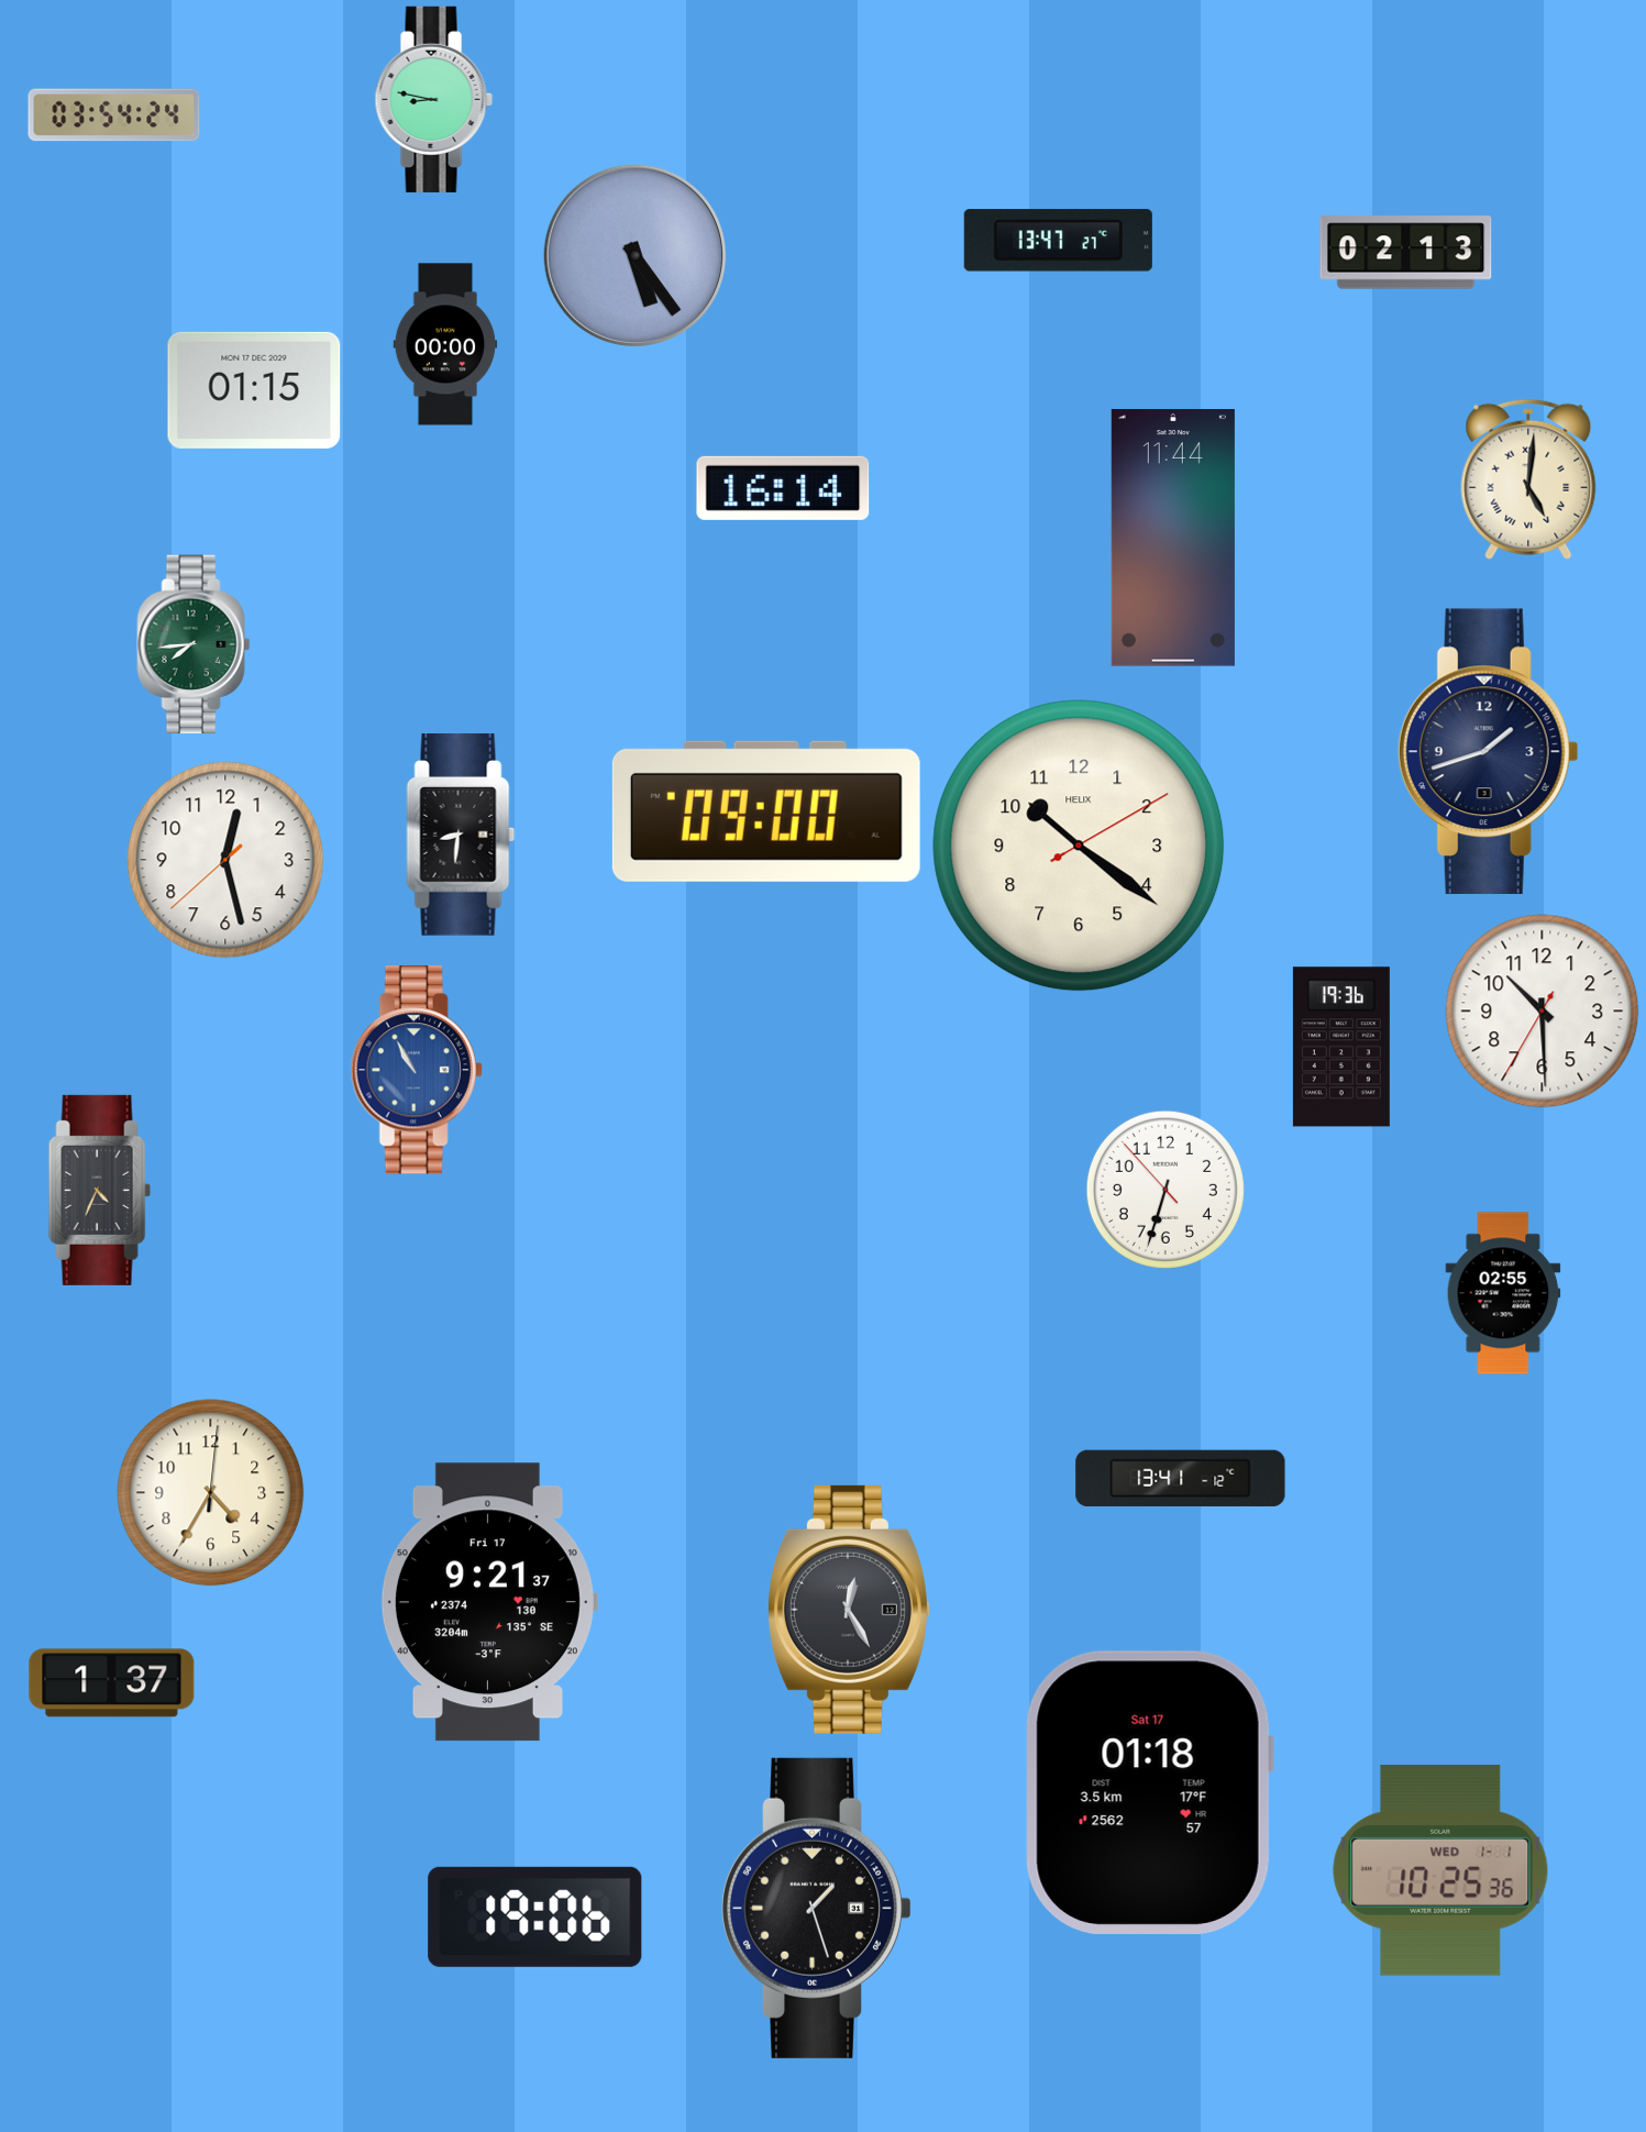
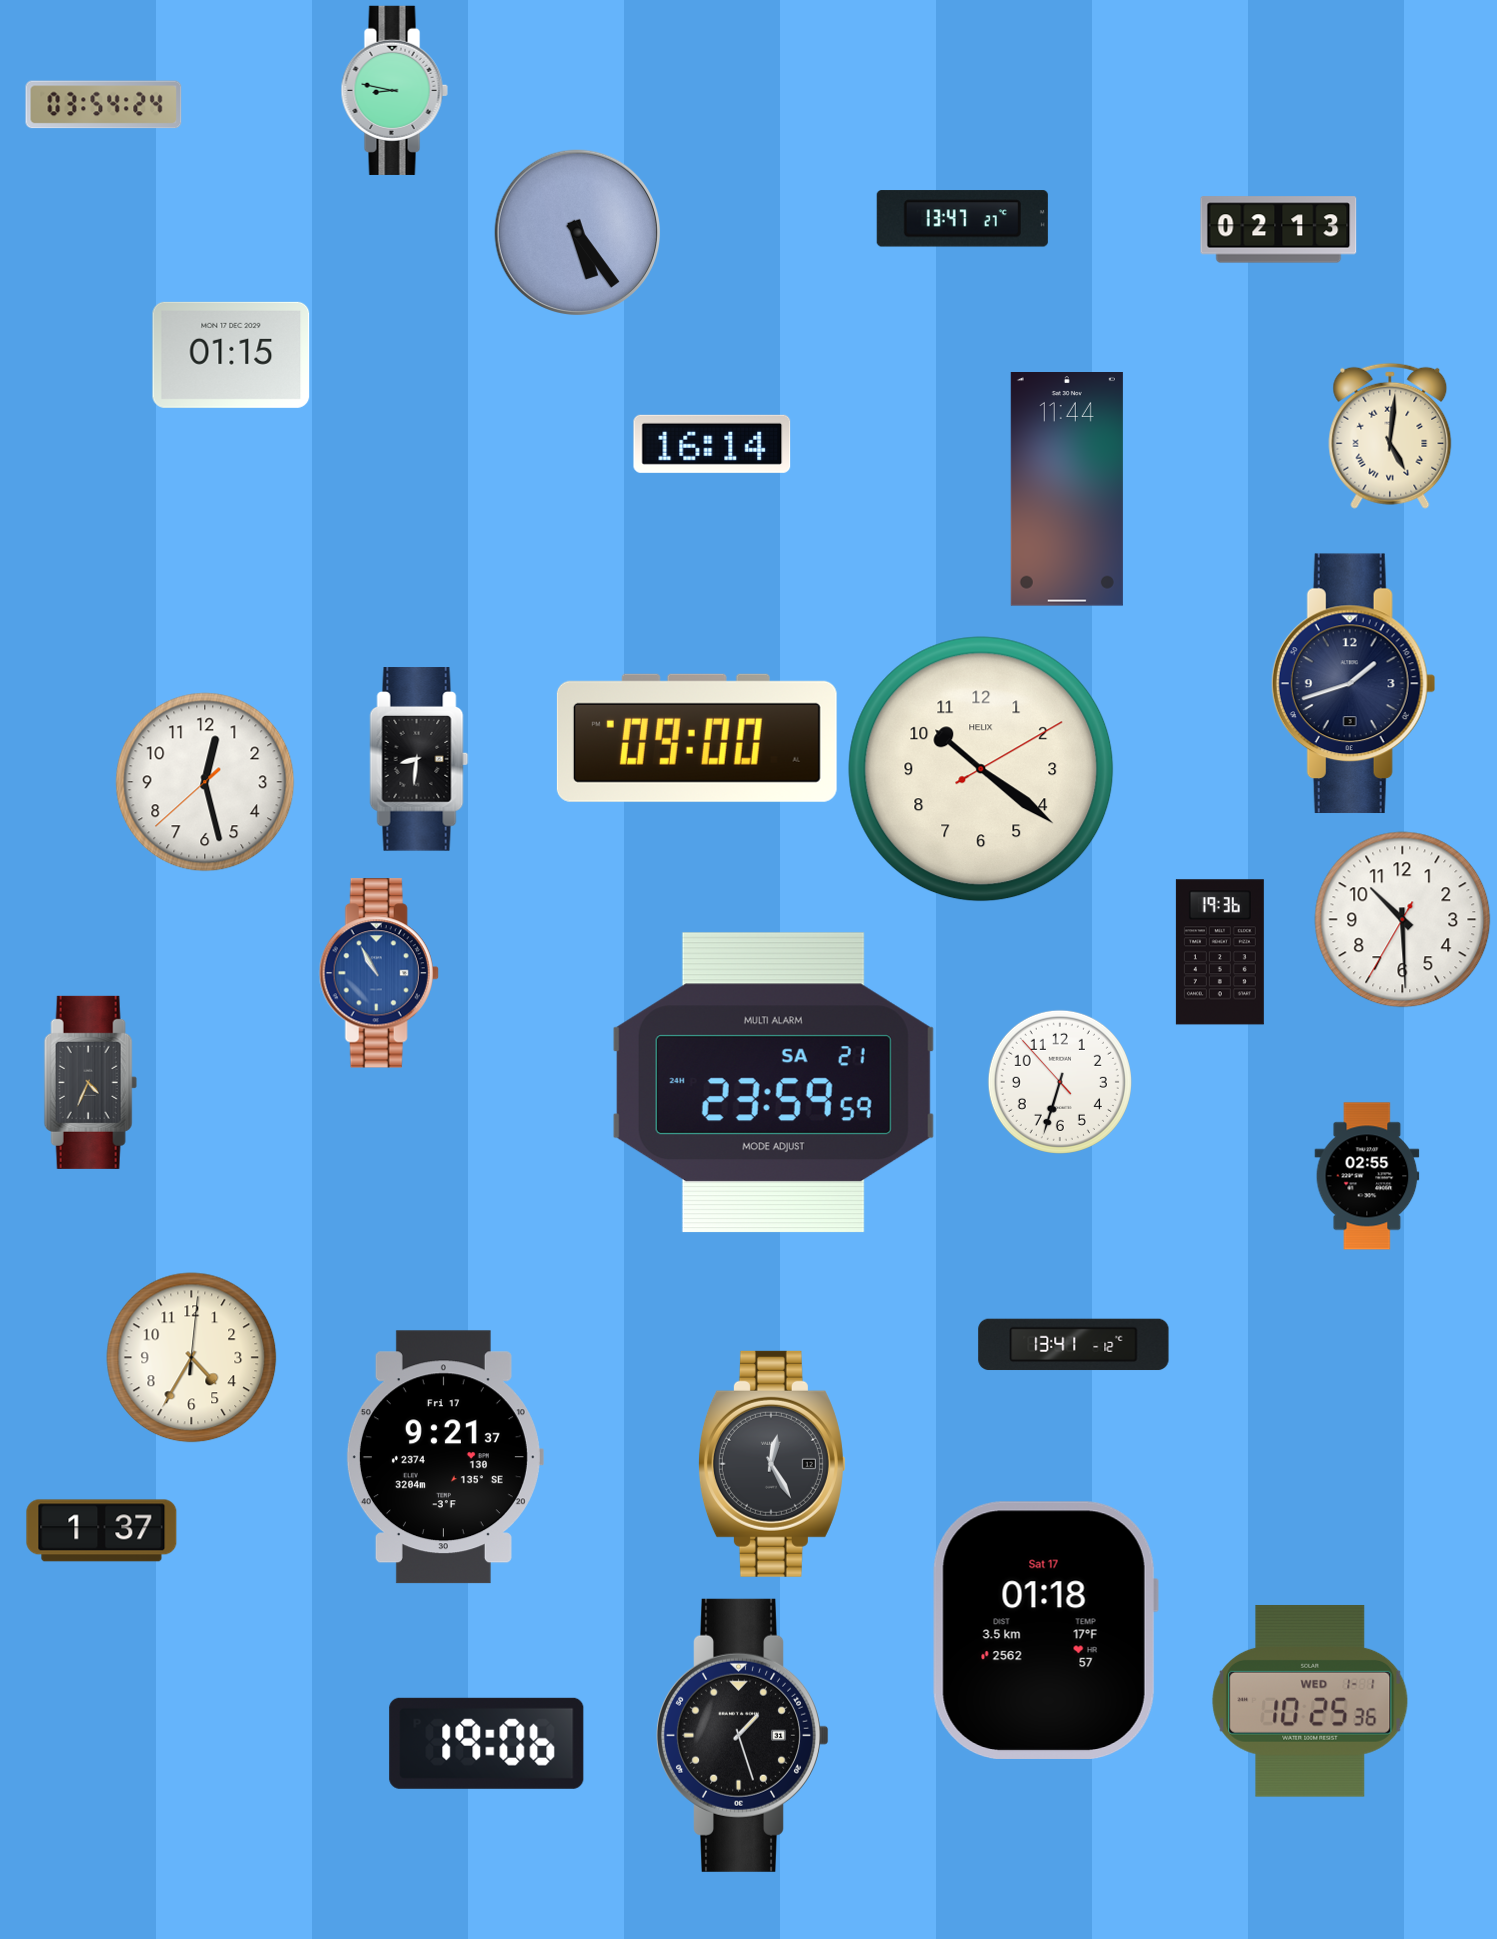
clock at (445, 344): 00:00 -> none
clock at (194, 644): 7:44 -> none
clock at (773, 1083): none -> 23:59
